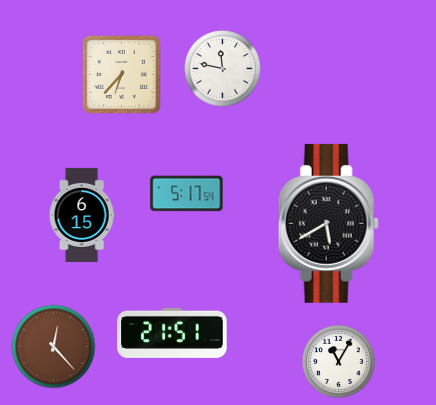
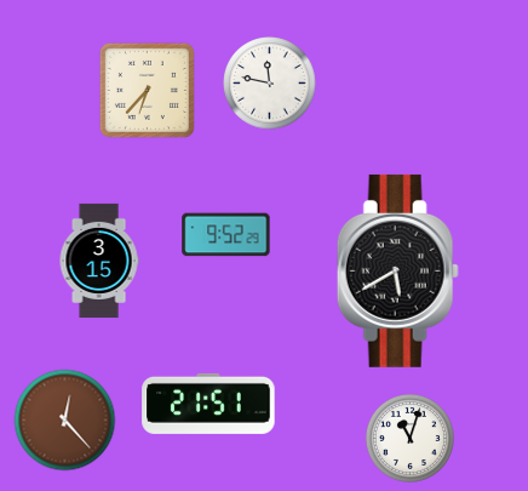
clock at (187, 194): 5:17 -> 9:52
clock at (82, 215): 6:15 -> 3:15
clock at (338, 361): 11:05 -> 11:03
